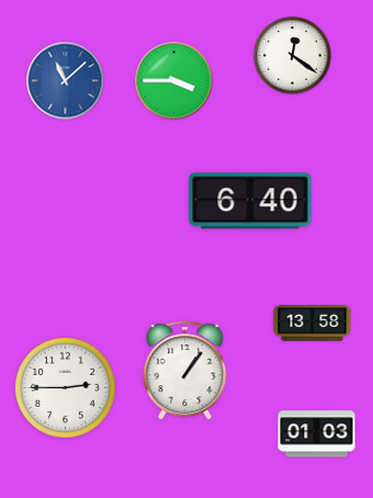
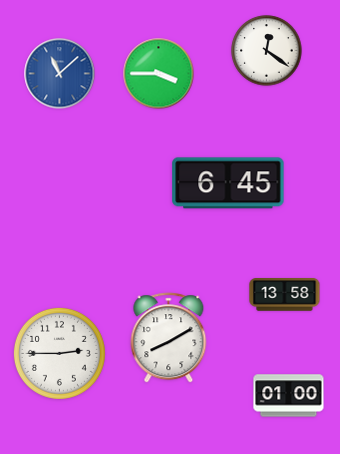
clock at (250, 201): 6:40 -> 6:45
clock at (185, 371): 1:06 -> 8:10
clock at (317, 434): 01:03 -> 01:00
